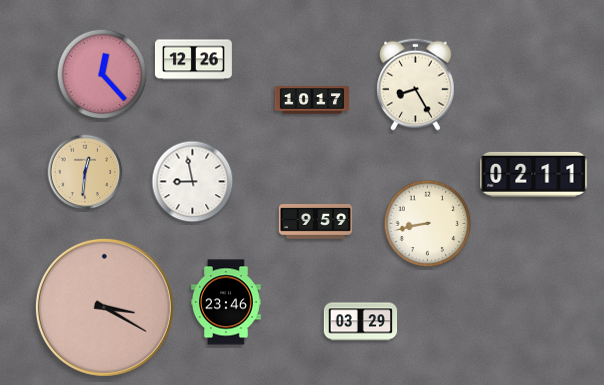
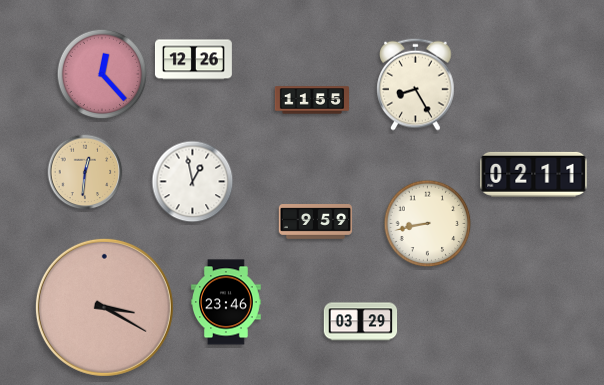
clock at (311, 100): 10:17 -> 11:55
clock at (193, 182): 8:58 -> 12:58
